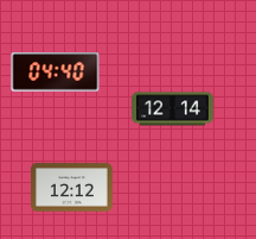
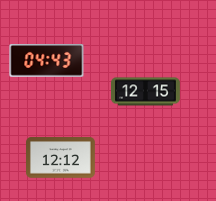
clock at (56, 73): 04:40 -> 04:43
clock at (173, 109): 12:14 -> 12:15
